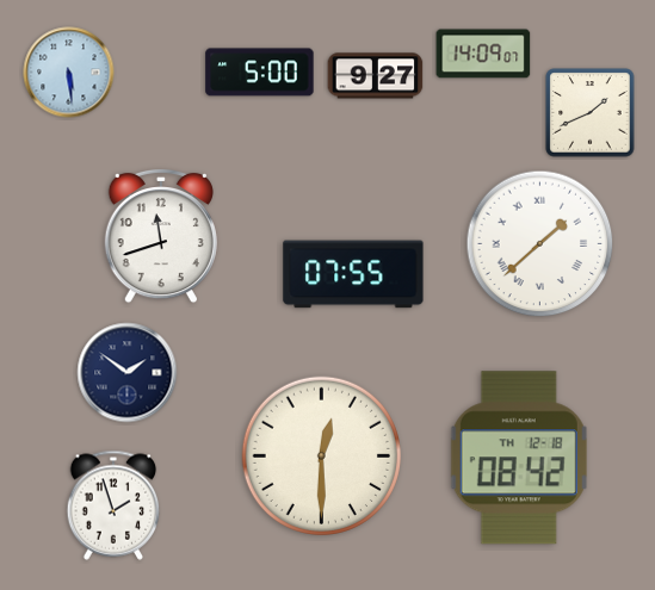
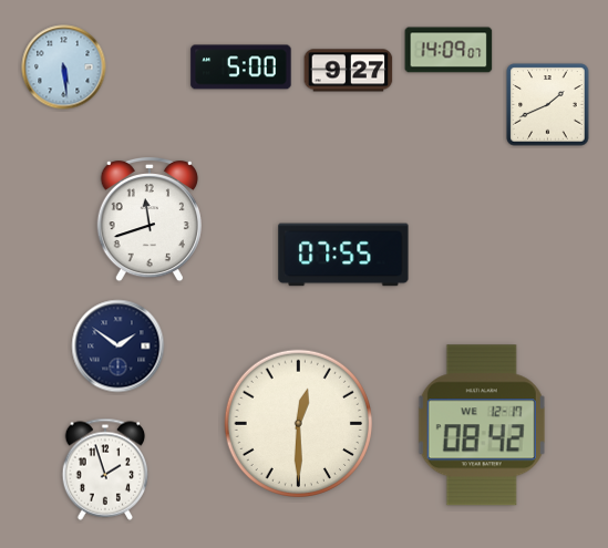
clock at (540, 244): 1:38 -> none
clock at (353, 274) position: (353, 274) -> (343, 255)
clock at (519, 458) date: TH 12-18 -> WE 12-17
